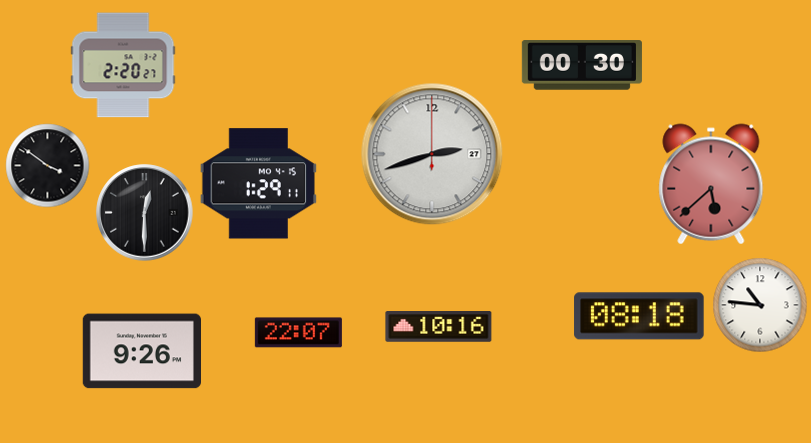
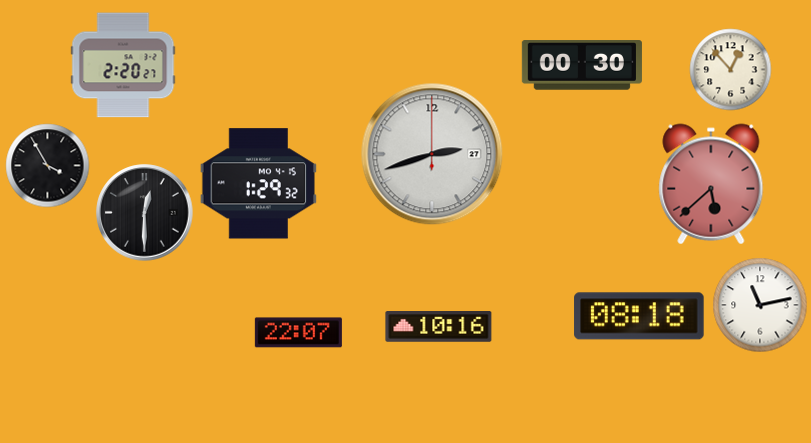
clock at (731, 70): none -> 12:53
clock at (48, 166): 3:51 -> 3:55
clock at (258, 184): 1:29:11 -> 1:29:32
clock at (760, 305): 10:46 -> 11:13
clock at (141, 351): 9:26 -> none
